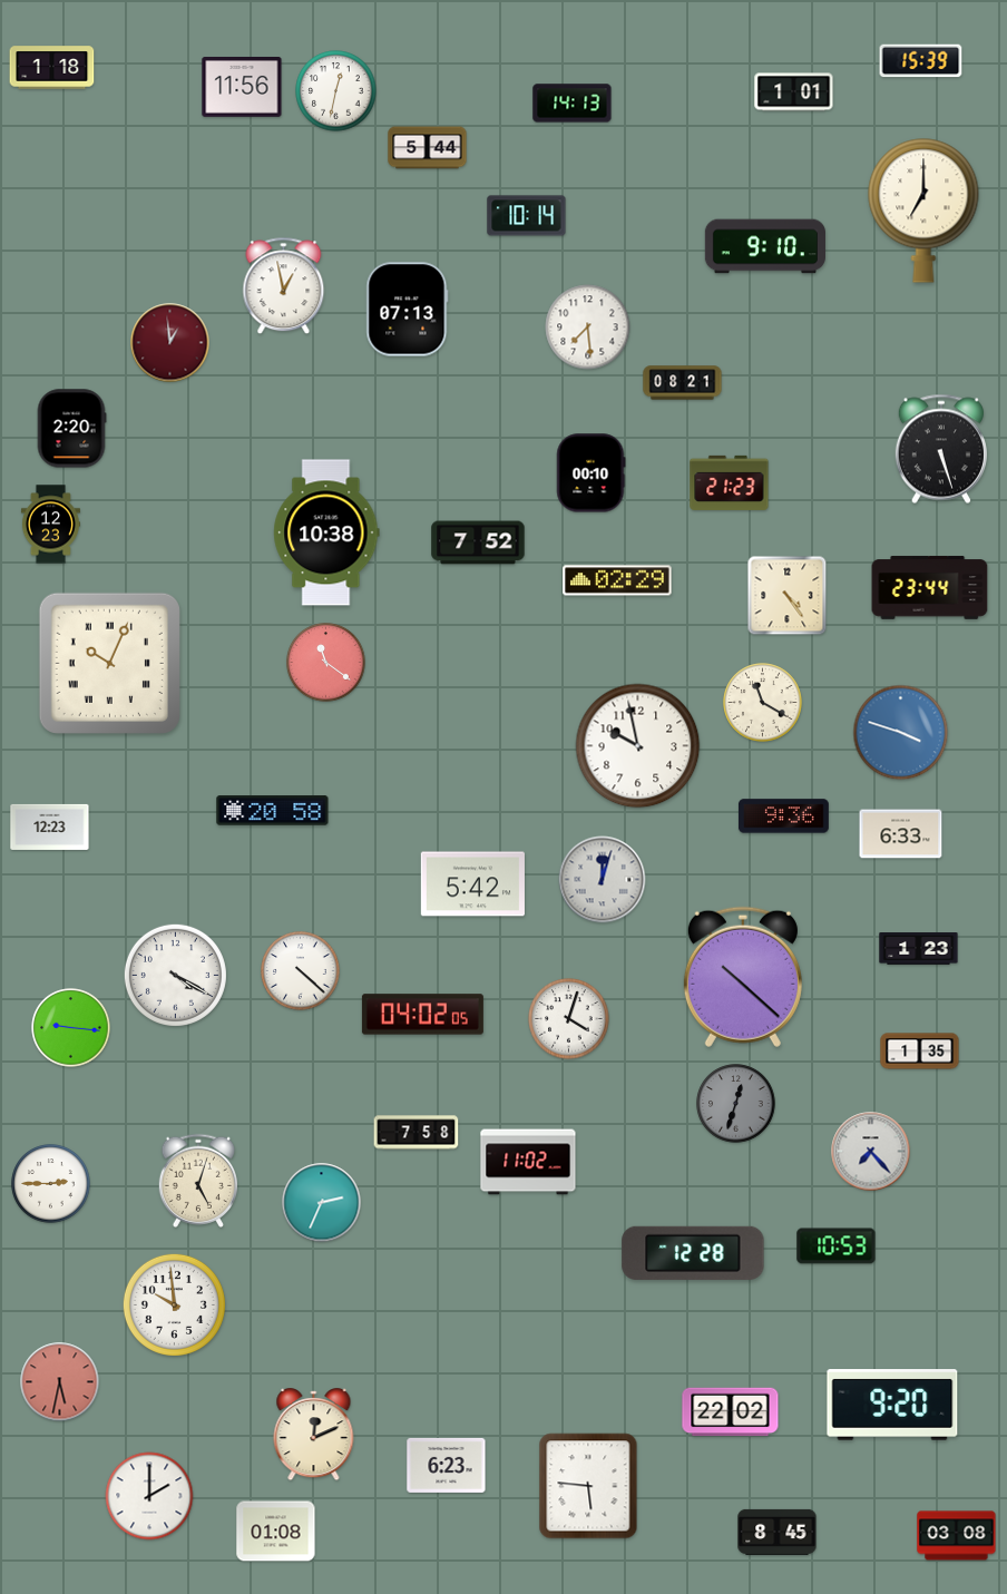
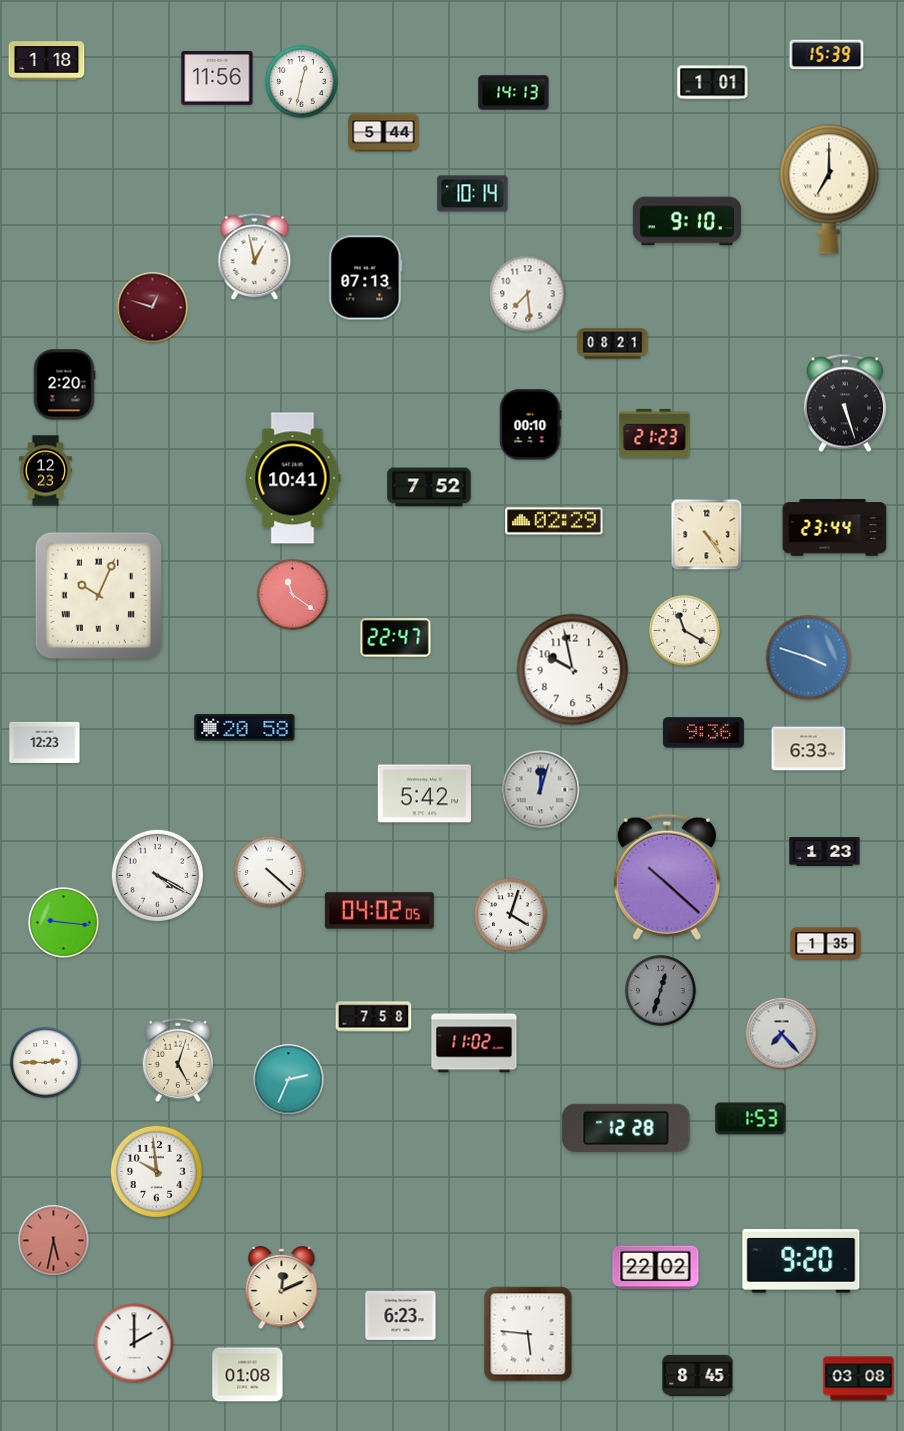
clock at (170, 343): 12:59 -> 12:48
clock at (326, 532): 10:38 -> 10:41
clock at (396, 638): none -> 22:47
clock at (837, 1246): 10:53 -> 1:53
clock at (693, 1253) position: (693, 1253) -> (626, 1128)
